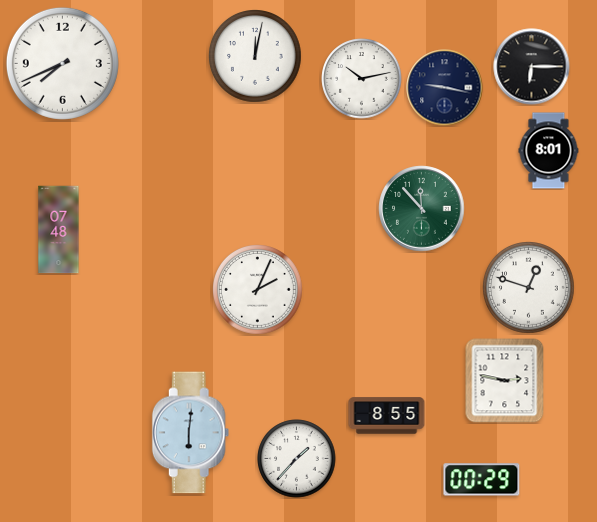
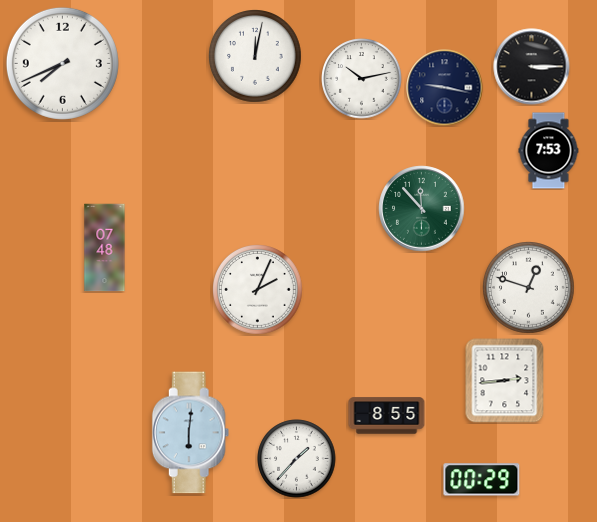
clock at (532, 67): 6:15 -> 3:15
clock at (549, 151): 8:01 -> 7:53
clock at (59, 230) position: (59, 230) -> (105, 248)
clock at (505, 381): 2:47 -> 2:44
